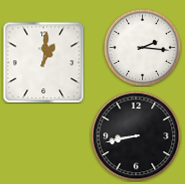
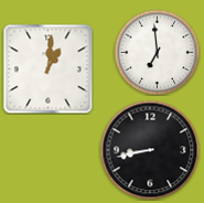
clock at (142, 47): 2:16 -> 6:59
